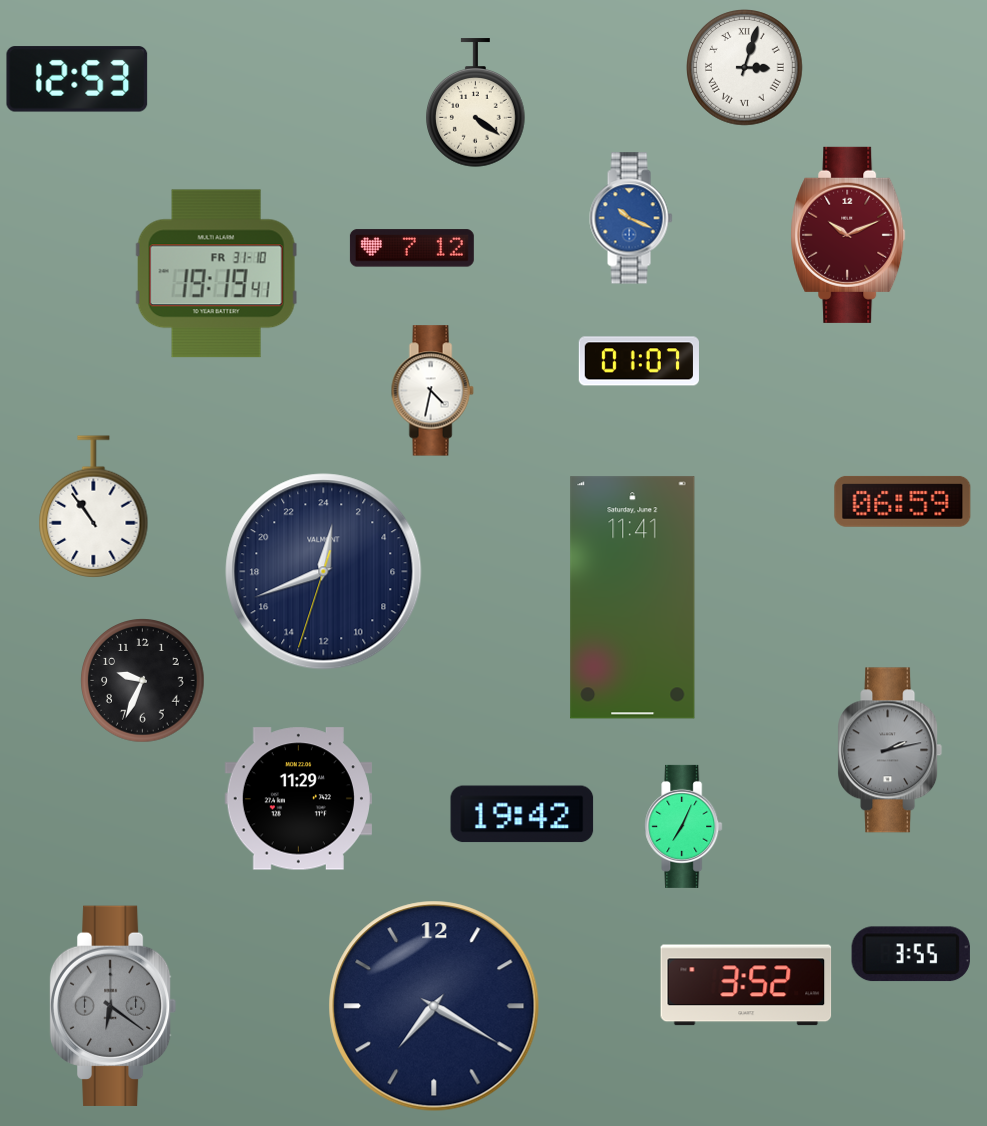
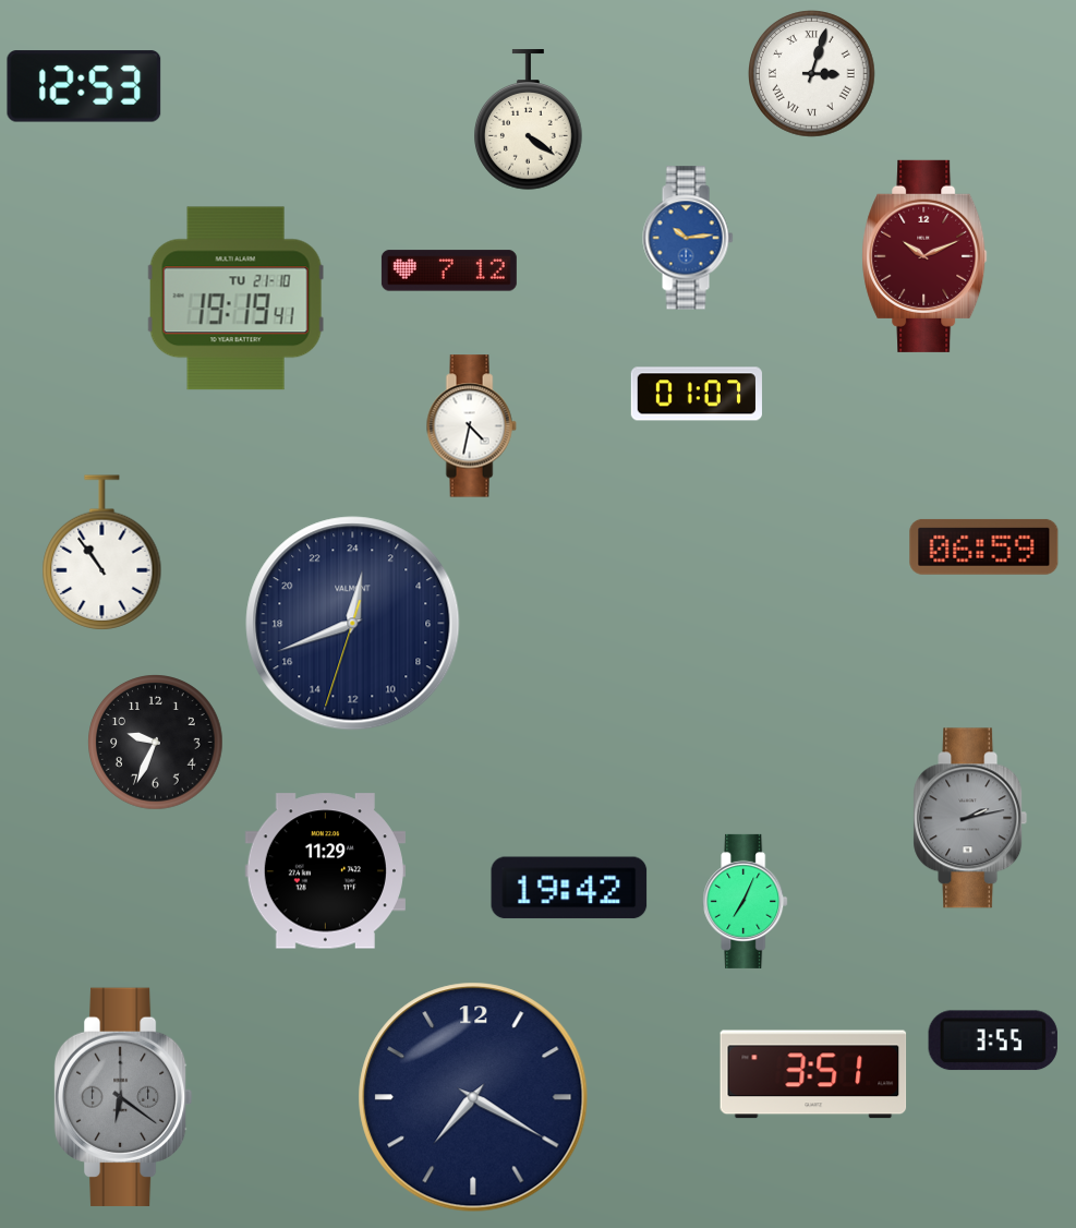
clock at (476, 103) position: (476, 103) -> (529, 120)
clock at (631, 218): 10:19 -> 10:14
clock at (216, 274) date: FR 31-10 -> TU 21-10
clock at (633, 598): 11:41 -> none
clock at (746, 985): 3:52 -> 3:51
